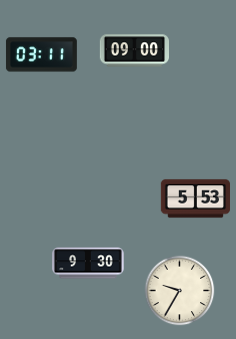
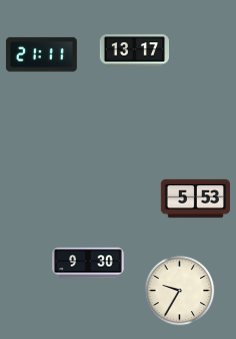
clock at (134, 51): 09:00 -> 13:17
clock at (41, 55): 03:11 -> 21:11
